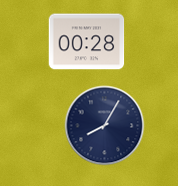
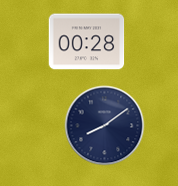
clock at (105, 126): 8:05 -> 8:09
